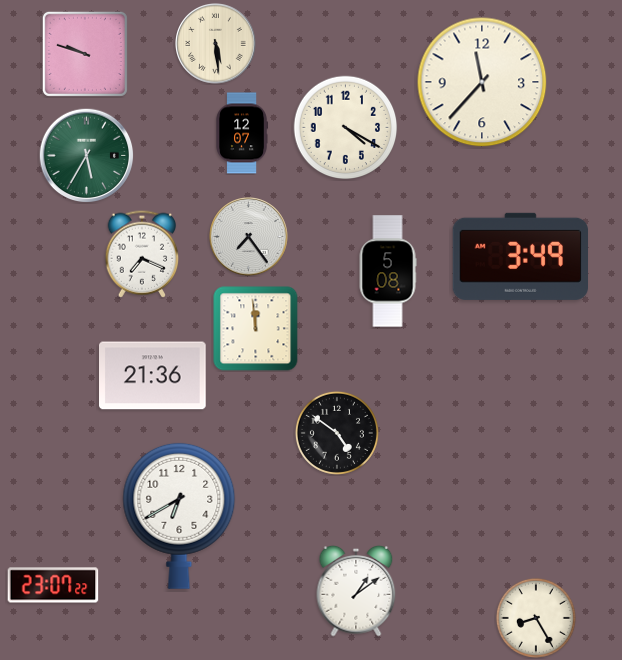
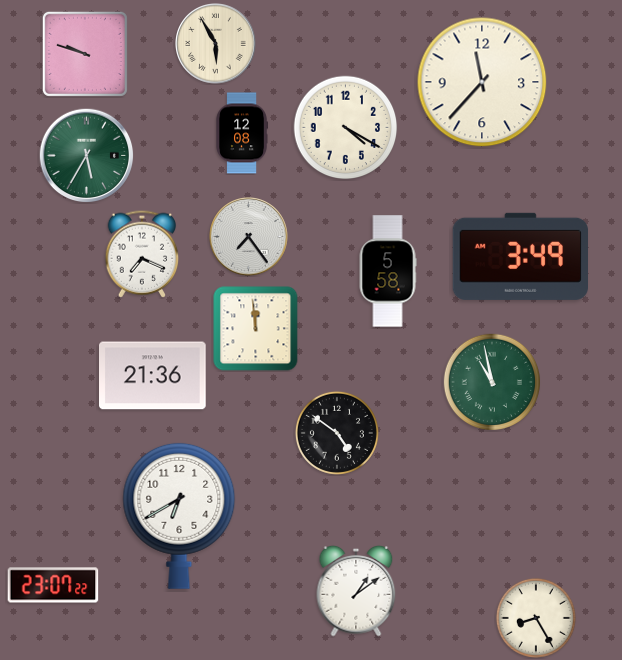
clock at (216, 44): 5:29 -> 5:55
clock at (241, 133): 12:07 -> 12:08
clock at (388, 271): 5:08 -> 5:58
clock at (491, 381): none -> 10:58
